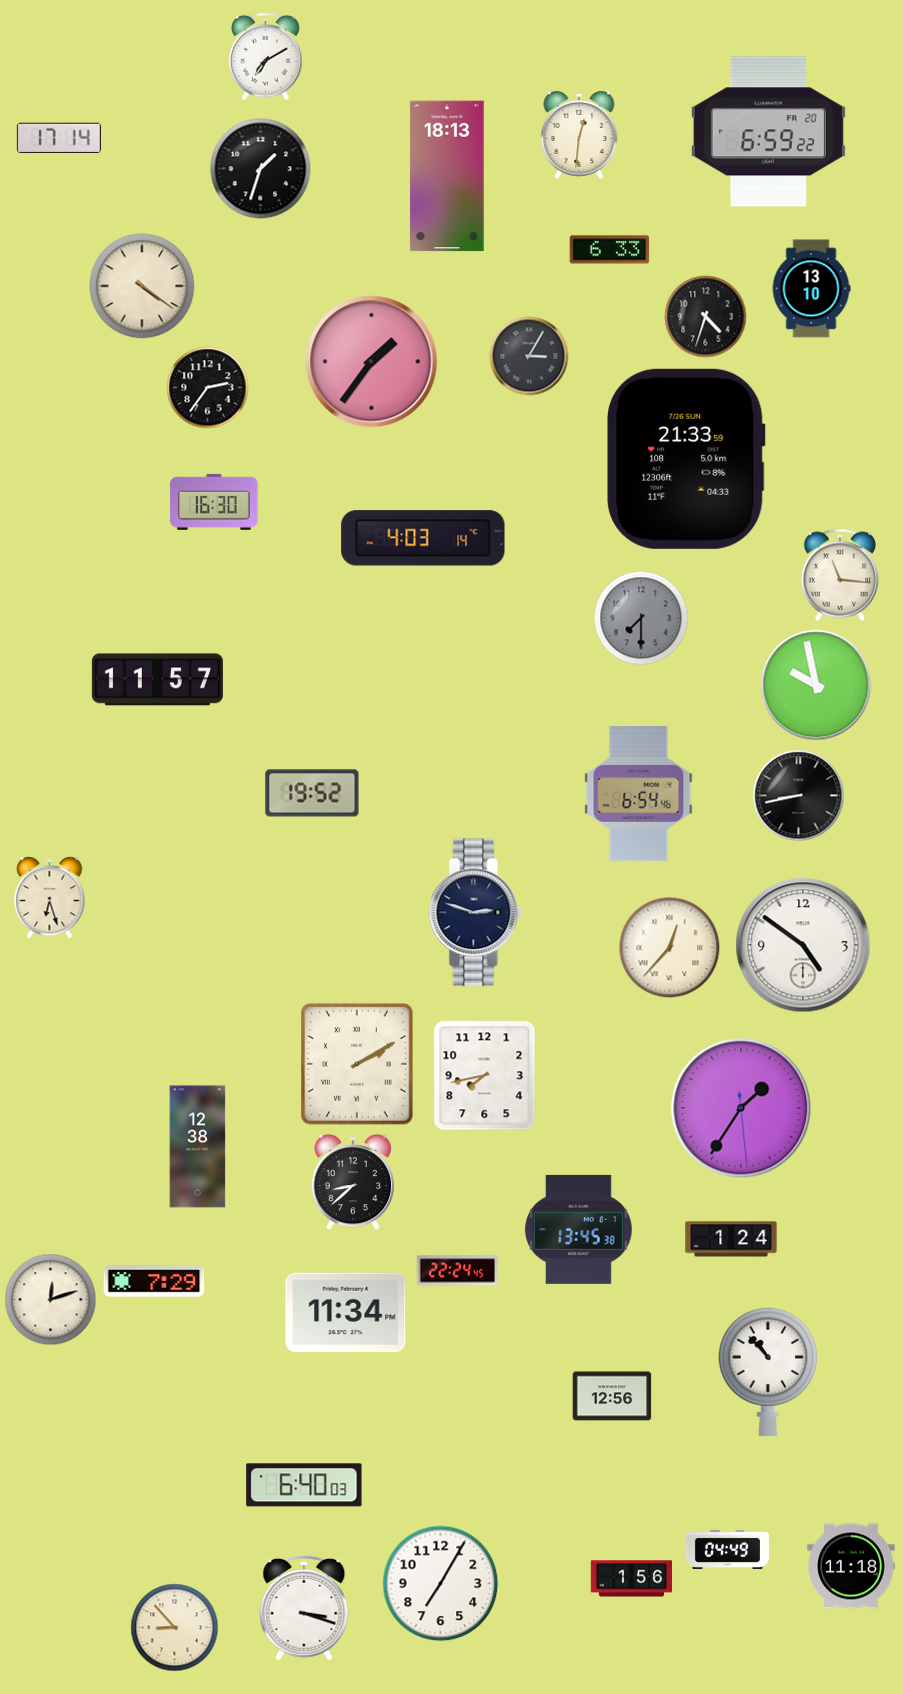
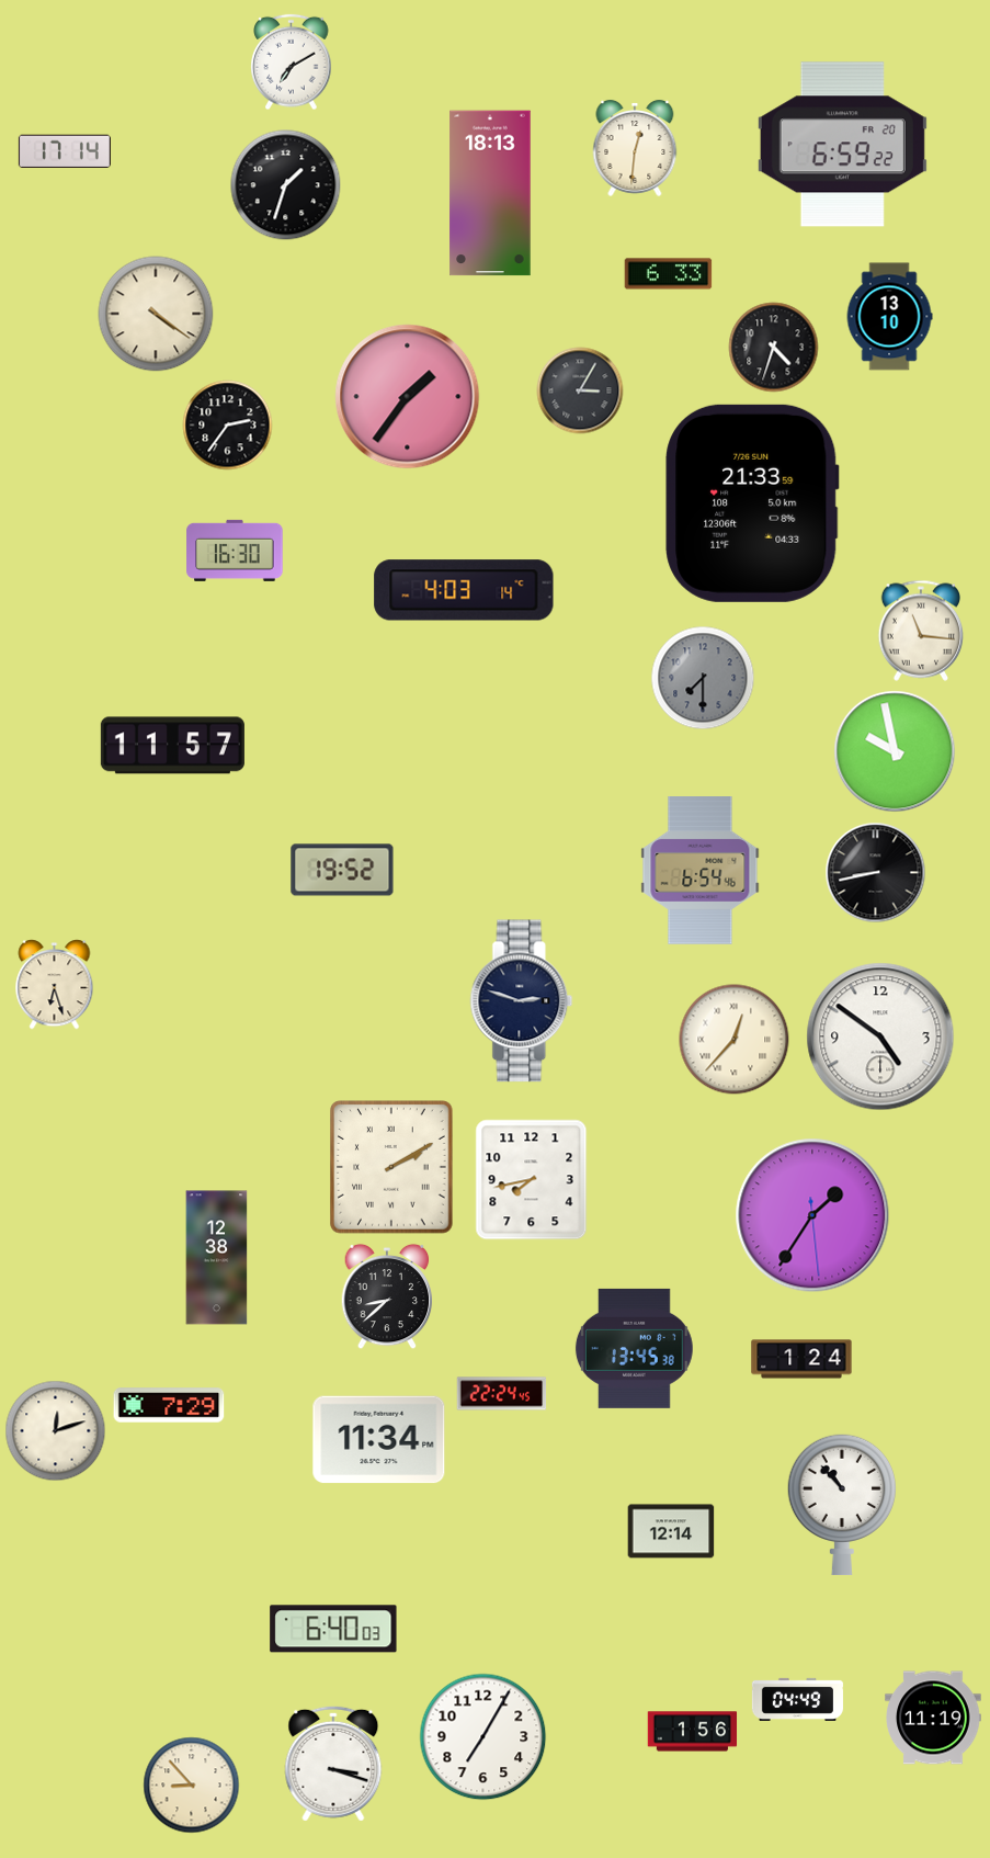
clock at (51, 1300) position: (51, 1300) -> (56, 1431)
clock at (612, 1396): 12:56 -> 12:14
clock at (851, 1566): 11:18 -> 11:19
